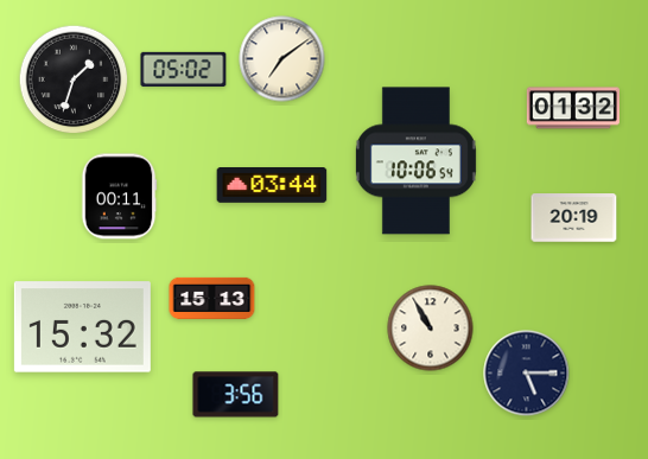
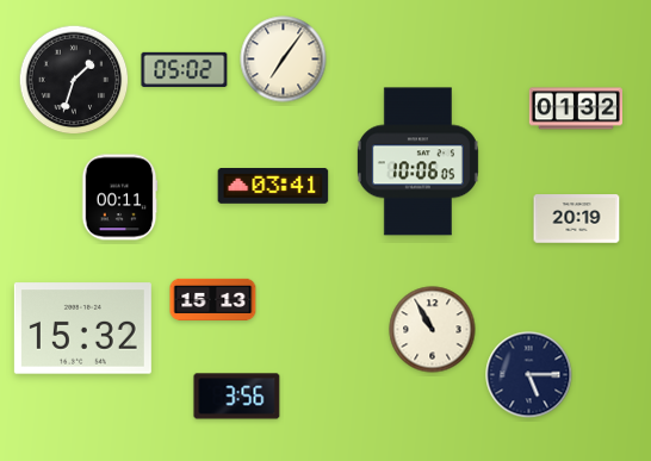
clock at (282, 59): 7:09 -> 7:06
clock at (415, 161): 10:06:54 -> 10:06:05
clock at (272, 186): 03:44 -> 03:41
